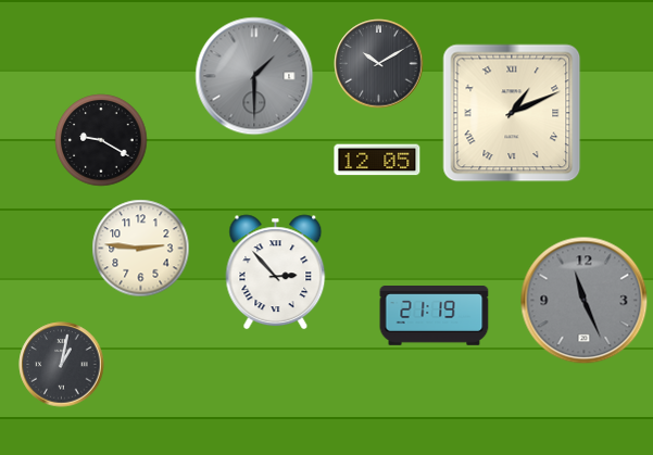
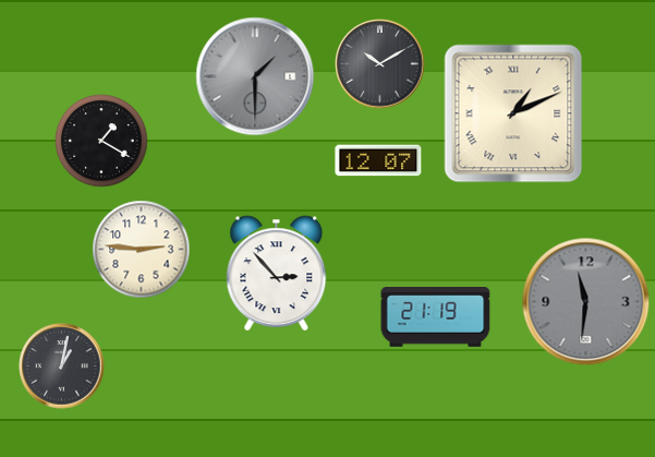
clock at (101, 140): 9:20 -> 1:20
clock at (377, 160): 12:05 -> 12:07
clock at (585, 301): 11:26 -> 11:31
